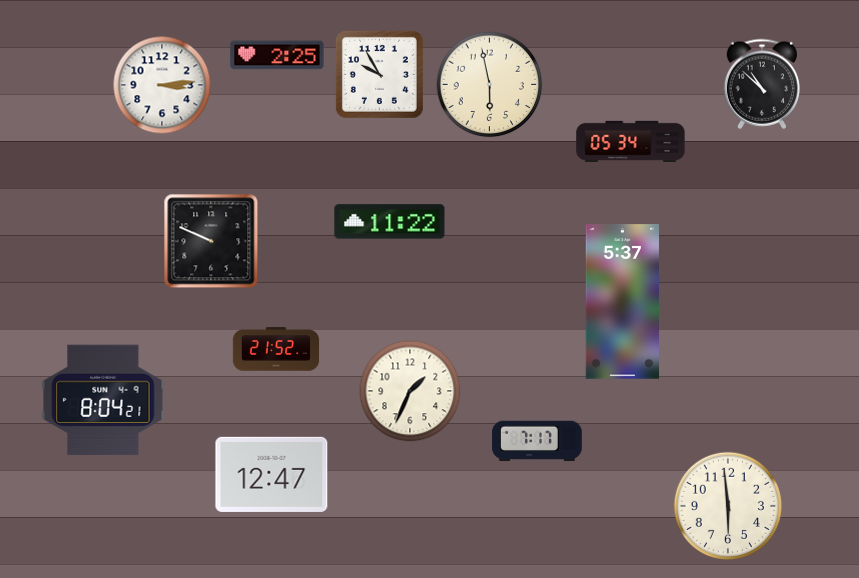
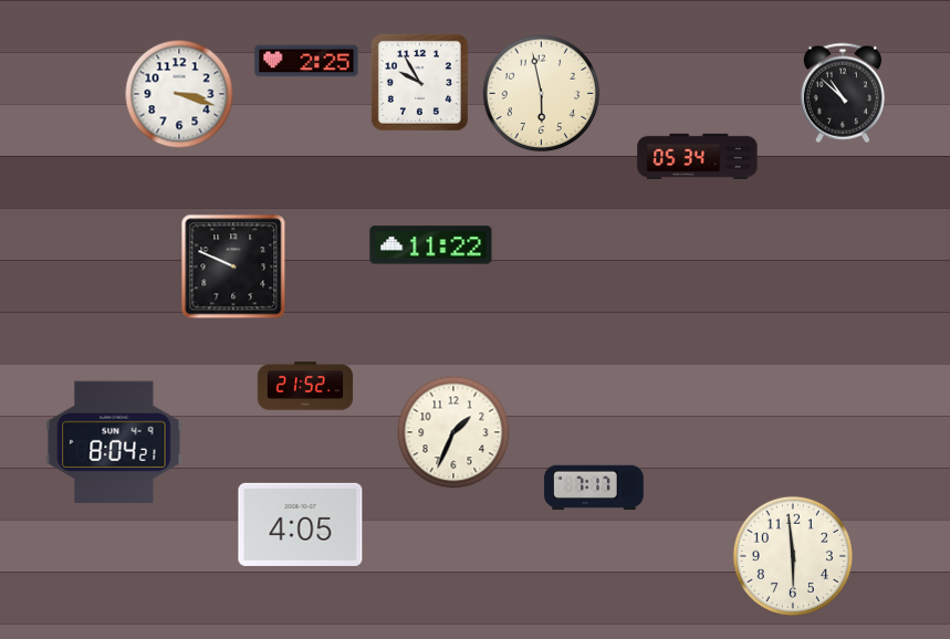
clock at (162, 85): 3:14 -> 3:18
clock at (623, 302): 5:37 -> none
clock at (272, 474): 12:47 -> 4:05
clock at (728, 506) position: (728, 506) -> (793, 556)
